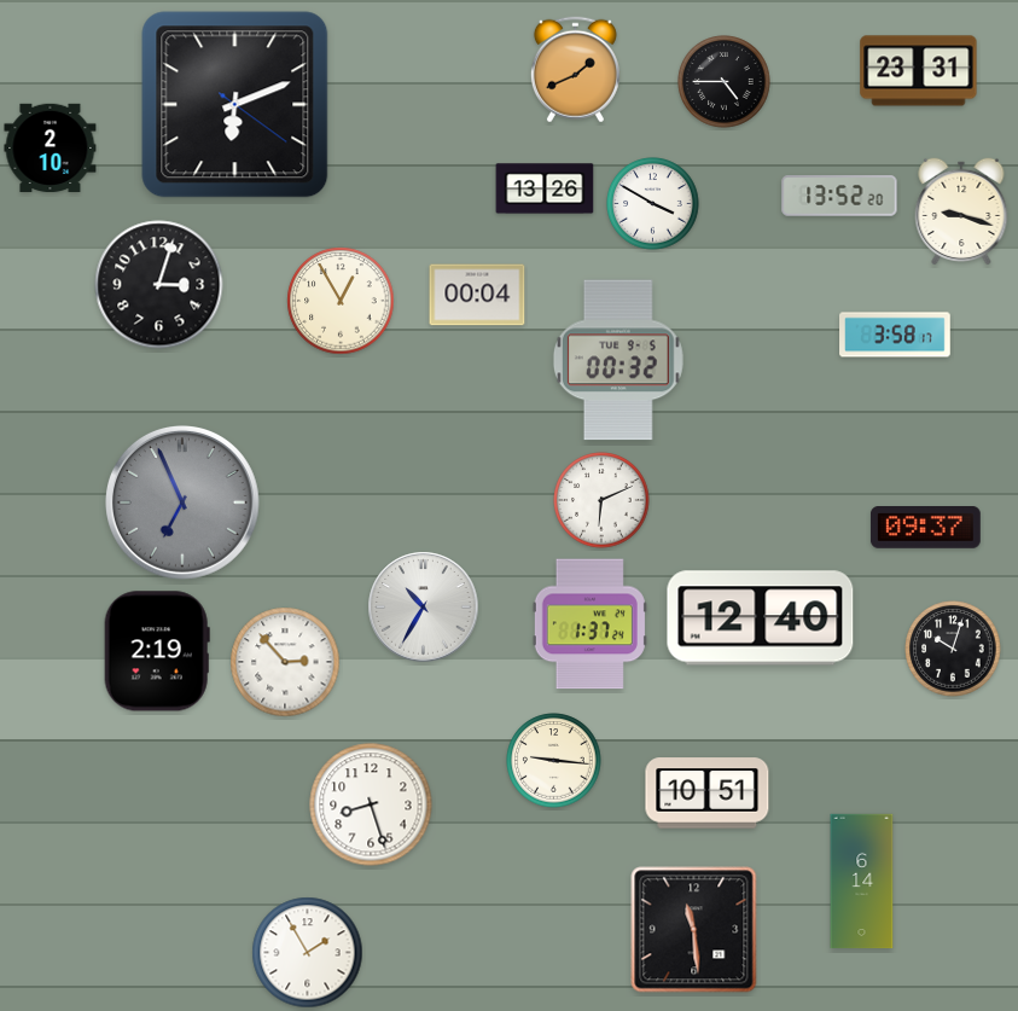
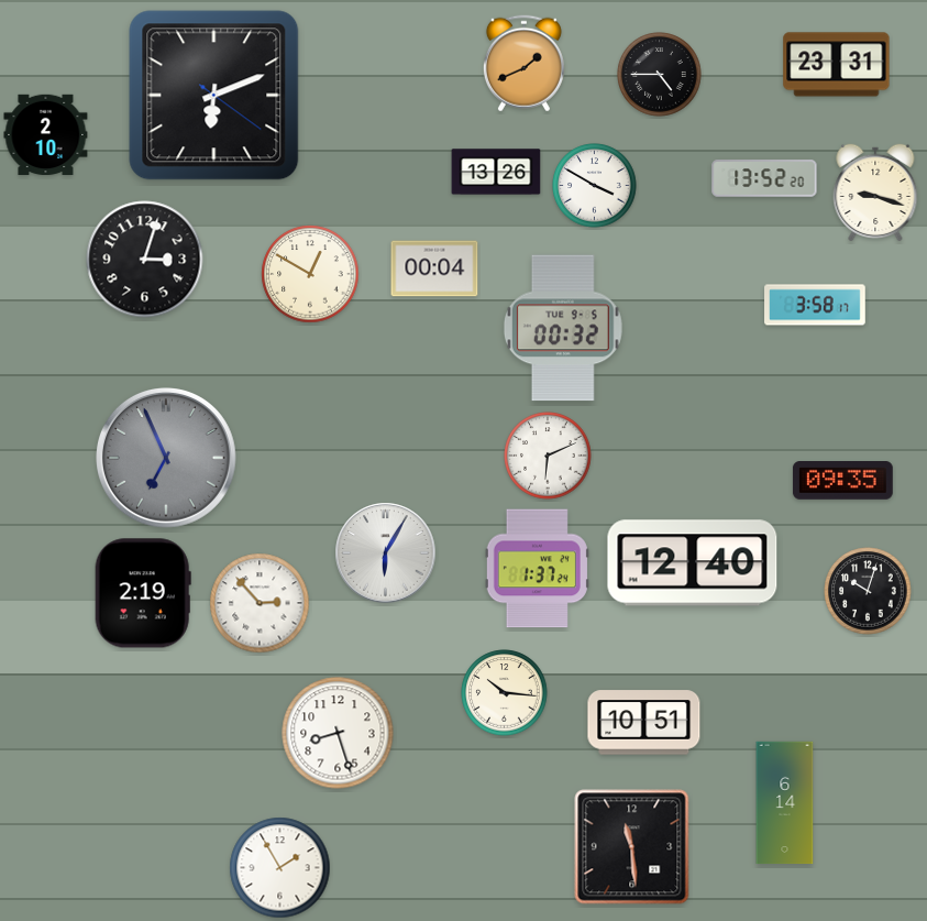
clock at (341, 301): 12:55 -> 12:50
clock at (925, 528): 09:37 -> 09:35
clock at (424, 608): 10:35 -> 6:05
clock at (554, 761): 9:16 -> 10:16
